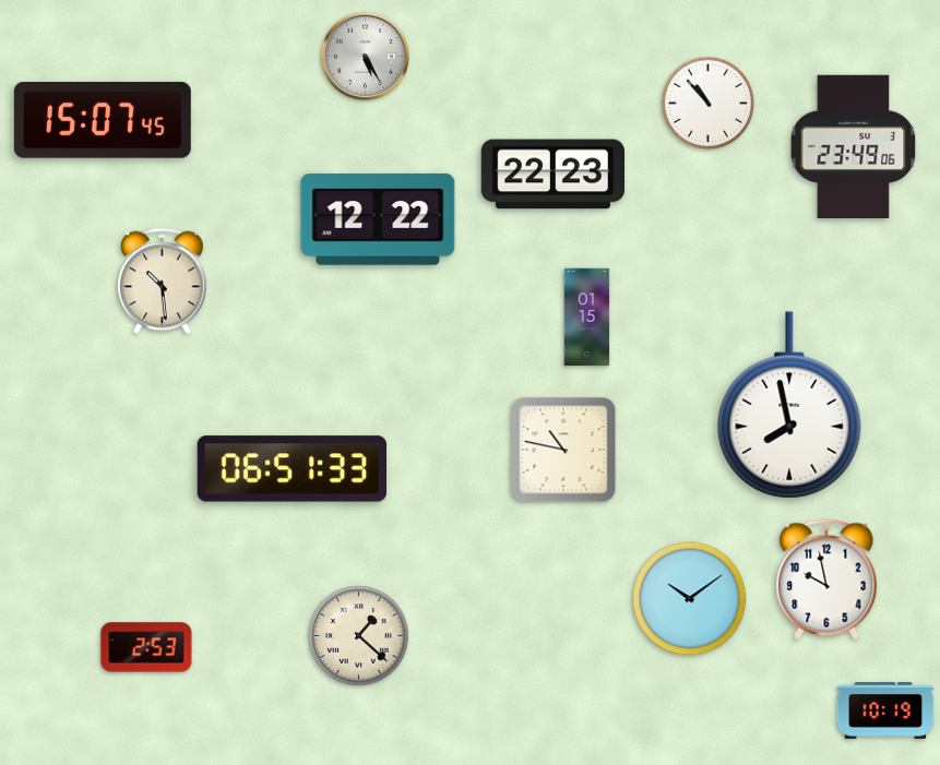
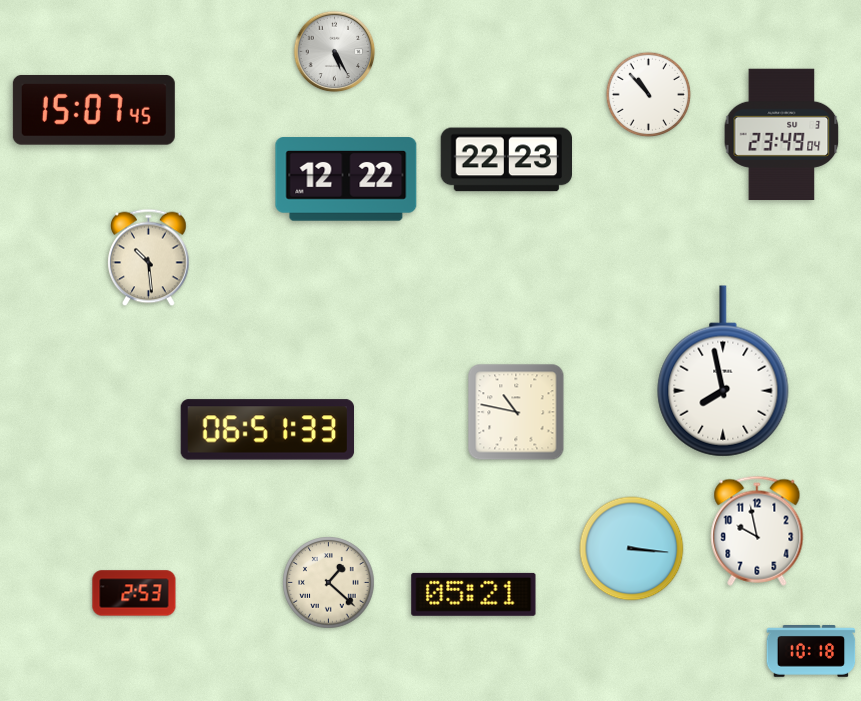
clock at (854, 147): 23:49:06 -> 23:49:04
clock at (378, 219) position: (378, 219) -> (346, 179)
clock at (587, 318): 01:15 -> none
clock at (690, 599): 10:09 -> 3:16
clock at (474, 594): none -> 05:21
clock at (885, 712): 10:19 -> 10:18
